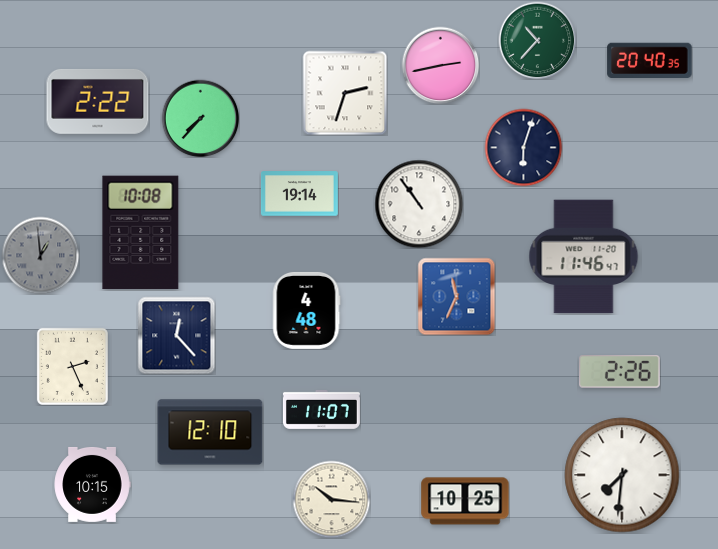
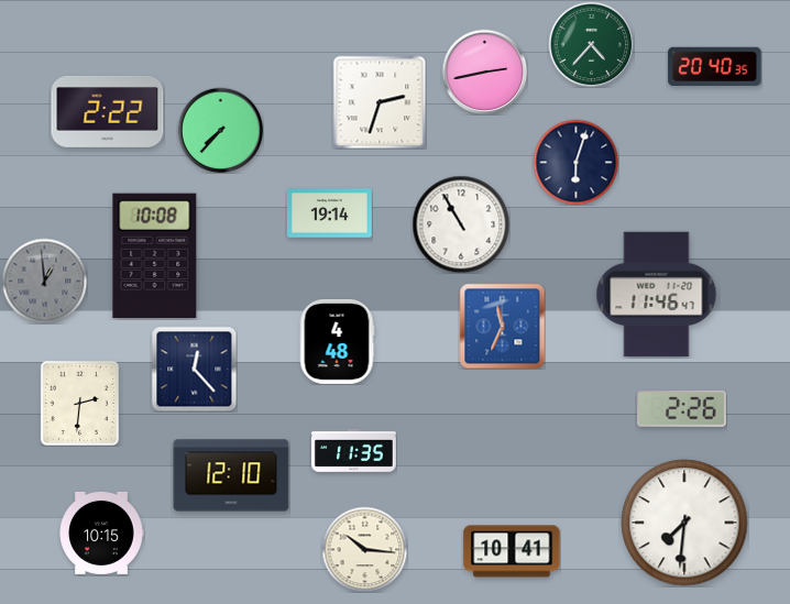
clock at (537, 40): 10:37 -> 4:37
clock at (419, 204): 10:54 -> 10:55
clock at (584, 257) position: (584, 257) -> (657, 295)
clock at (72, 366): 2:26 -> 2:31
clock at (321, 409): 11:07 -> 11:35
clock at (465, 501): 10:25 -> 10:41
